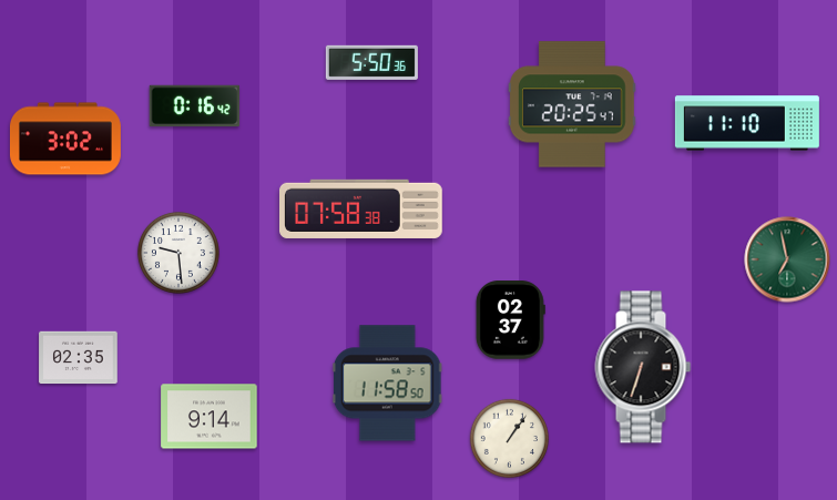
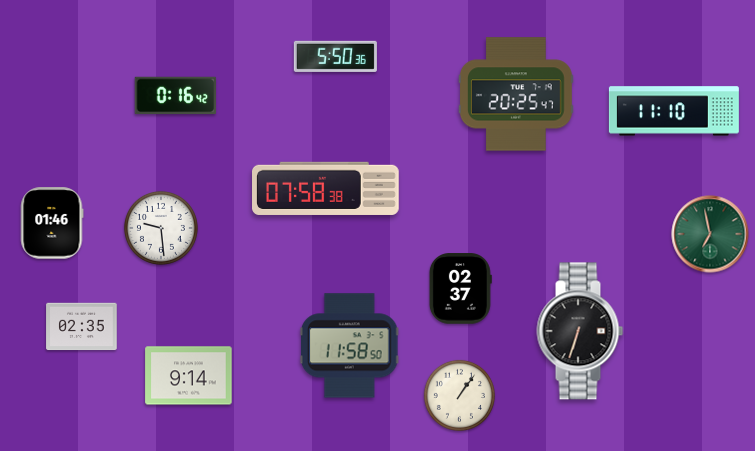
clock at (65, 139): 3:02 -> none
clock at (52, 223): none -> 01:46
clock at (79, 358) position: (79, 358) -> (82, 327)
